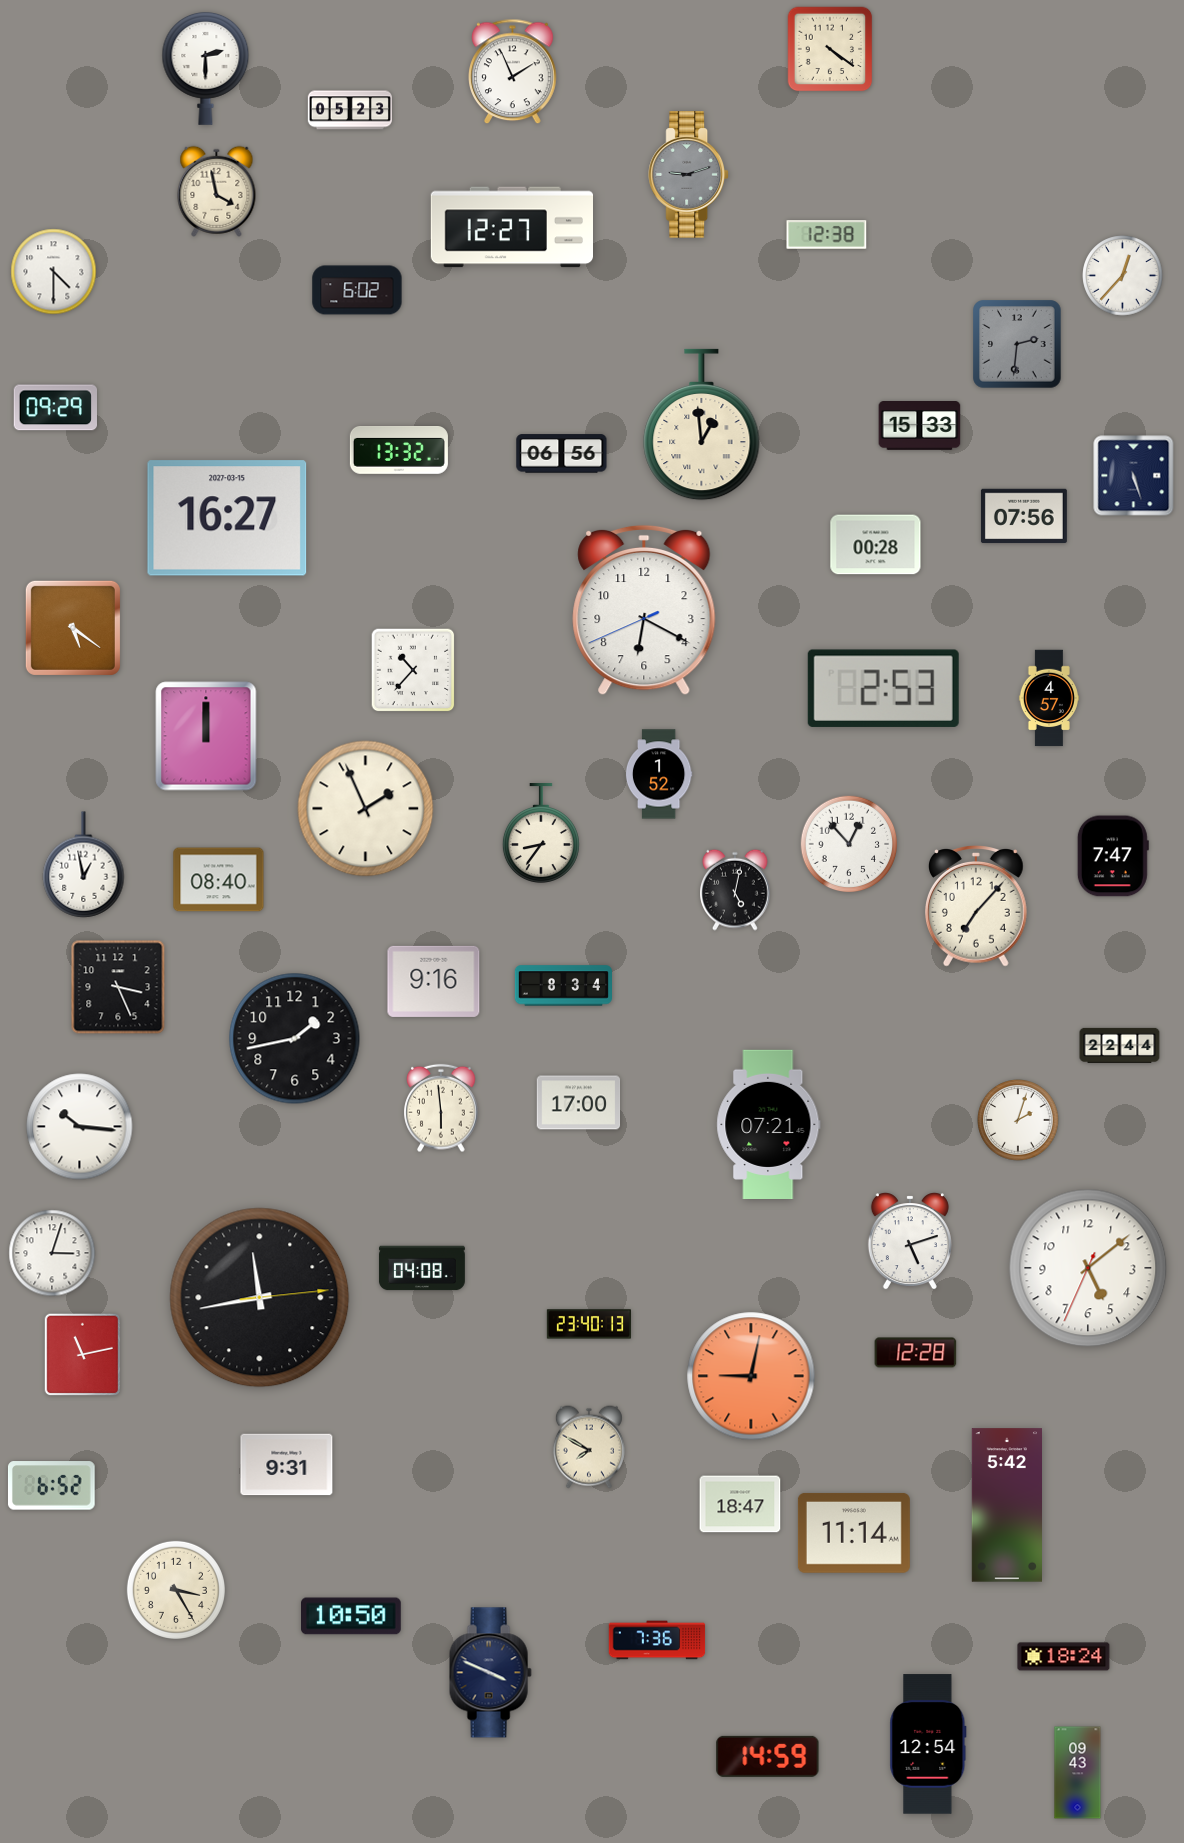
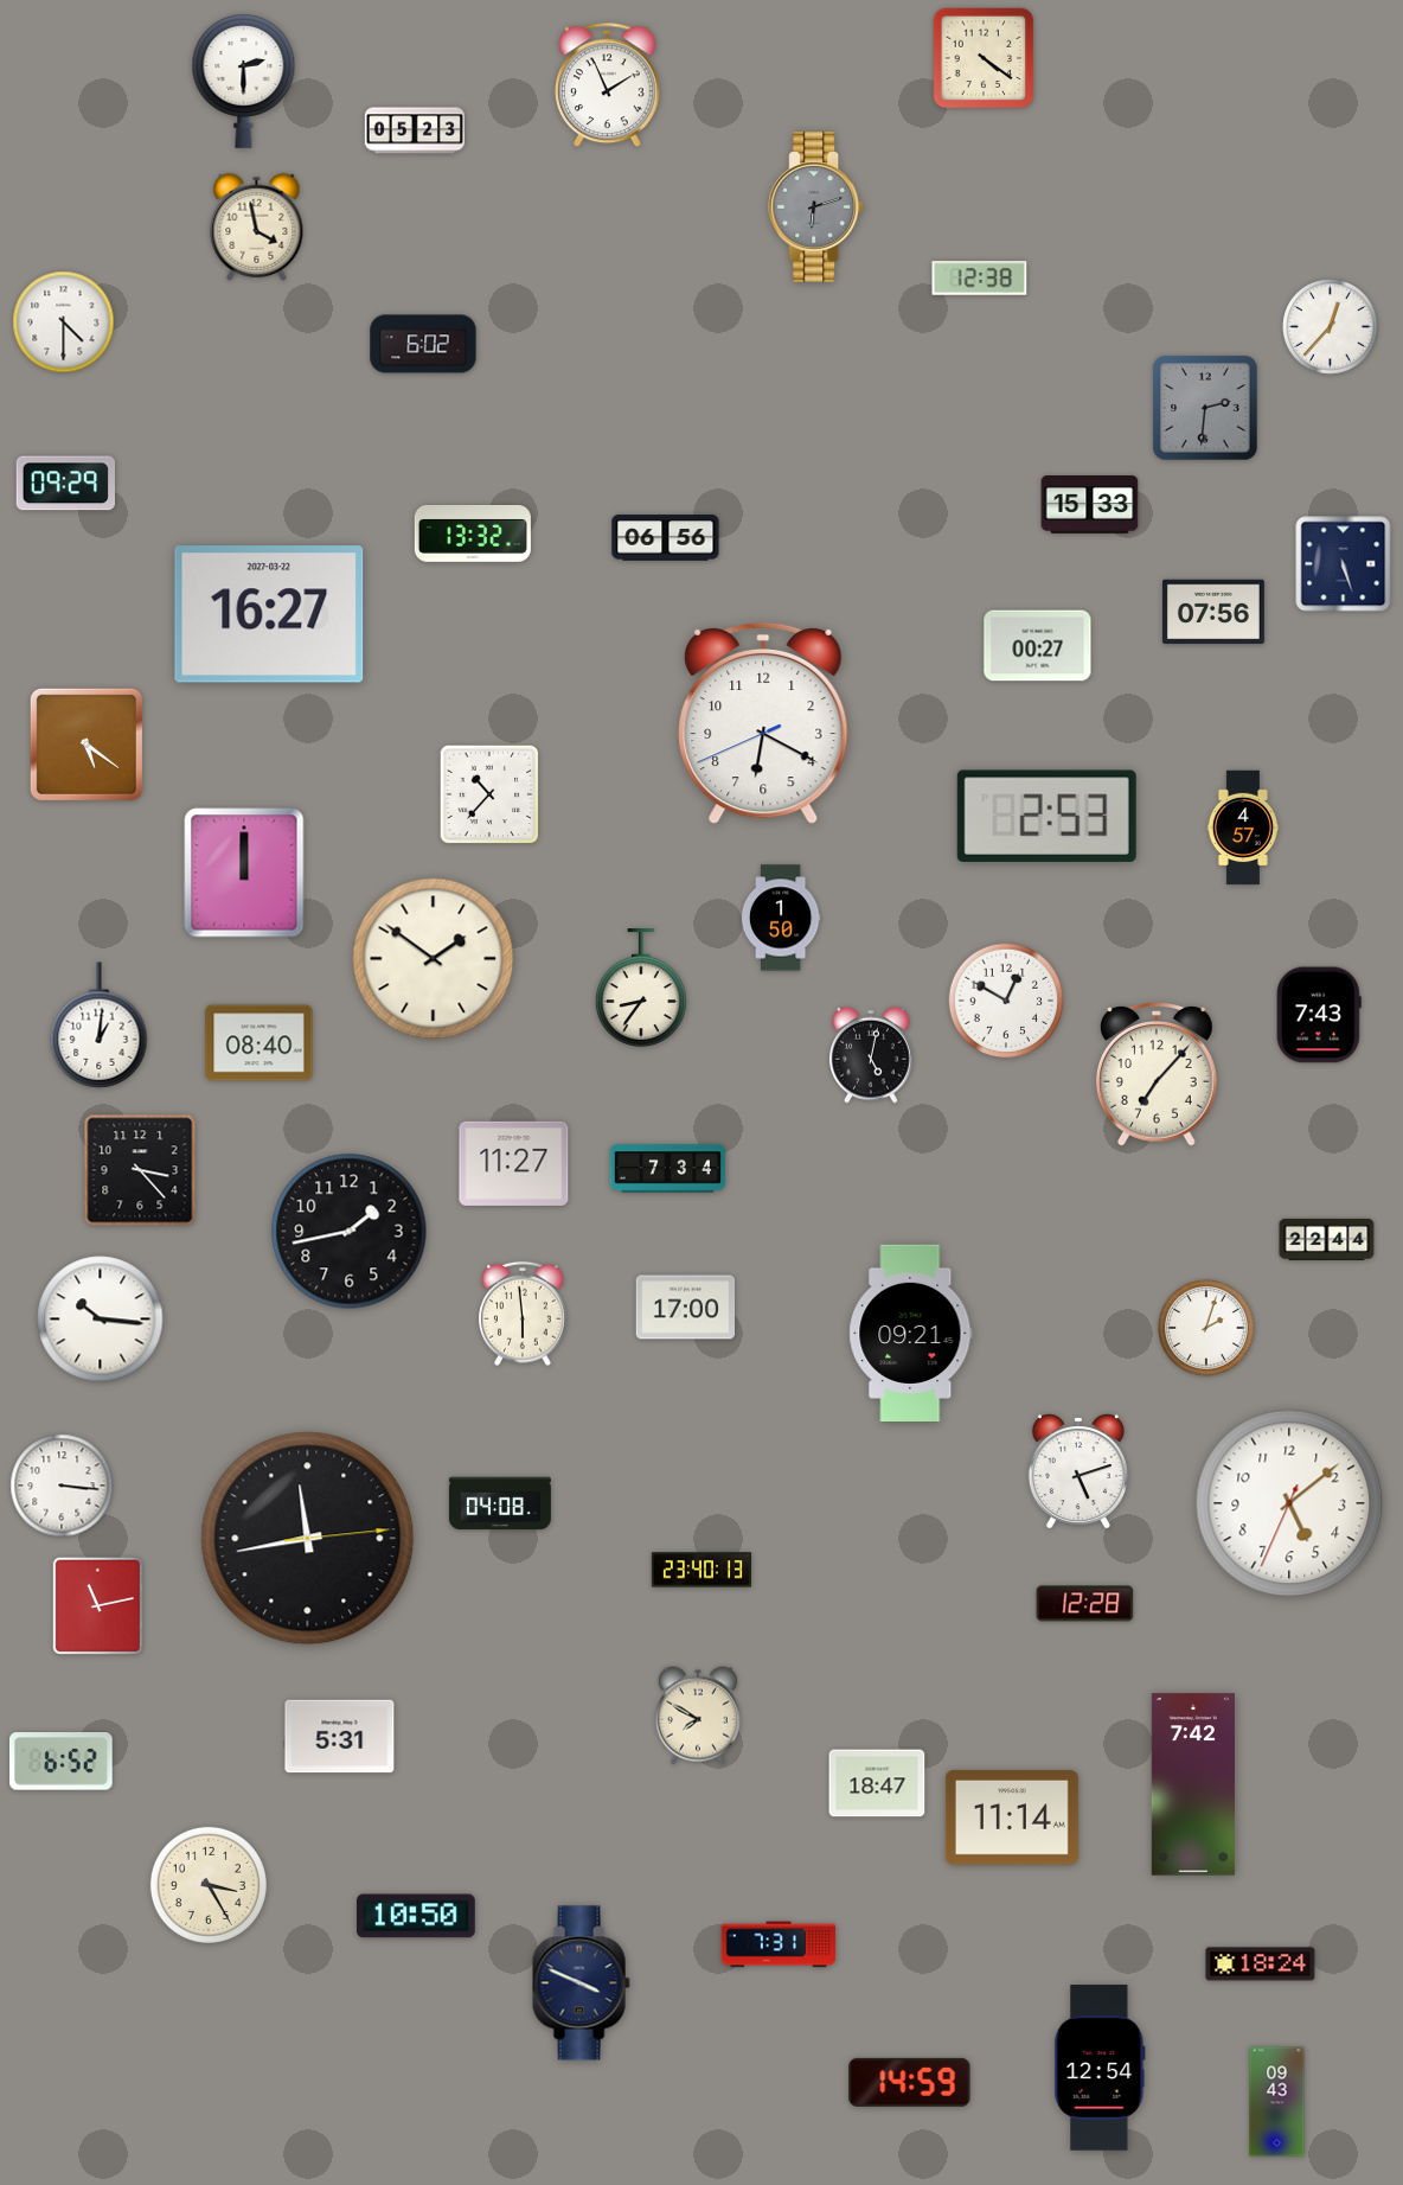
clock at (689, 175): 9:12 -> 6:12
clock at (511, 227): 12:27 -> none
clock at (702, 425): 12:59 -> none
clock at (227, 518) date: 2027-03-15 -> 2027-03-22
clock at (876, 545): 00:28 -> 00:27
clock at (659, 774): 1:52 -> 1:50
clock at (366, 809): 1:56 -> 1:51
clock at (849, 844): 12:53 -> 12:50
clock at (1113, 856): 7:47 -> 7:43
clock at (84, 865): 12:58 -> 1:01
clock at (434, 981): 9:16 -> 11:27
clock at (563, 986): 8:34 -> 7:34
clock at (118, 987): 3:26 -> 3:23
clock at (769, 1124): 07:21 -> 09:21
clock at (80, 1127) position: (80, 1127) -> (101, 1320)
clock at (52, 1253): 3:03 -> 3:16
clock at (588, 1324) position: (588, 1324) -> (700, 1570)
clock at (751, 1376): 9:02 -> none
clock at (287, 1465): 9:31 -> 5:31
clock at (1006, 1505): 5:42 -> 7:42
clock at (657, 1640): 7:36 -> 7:31
